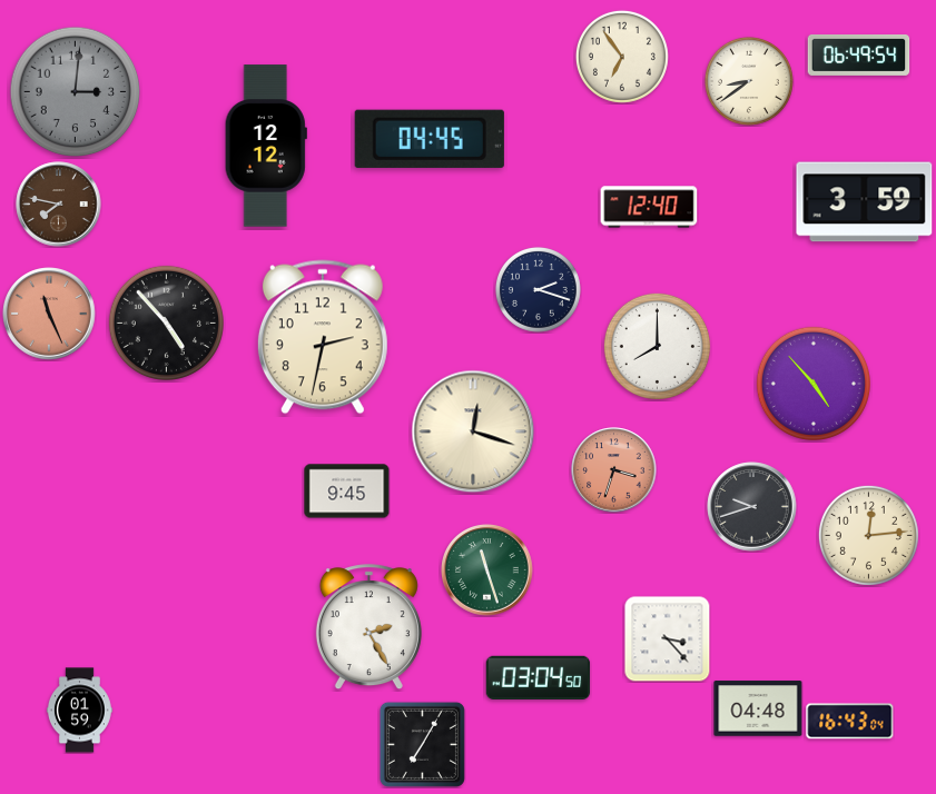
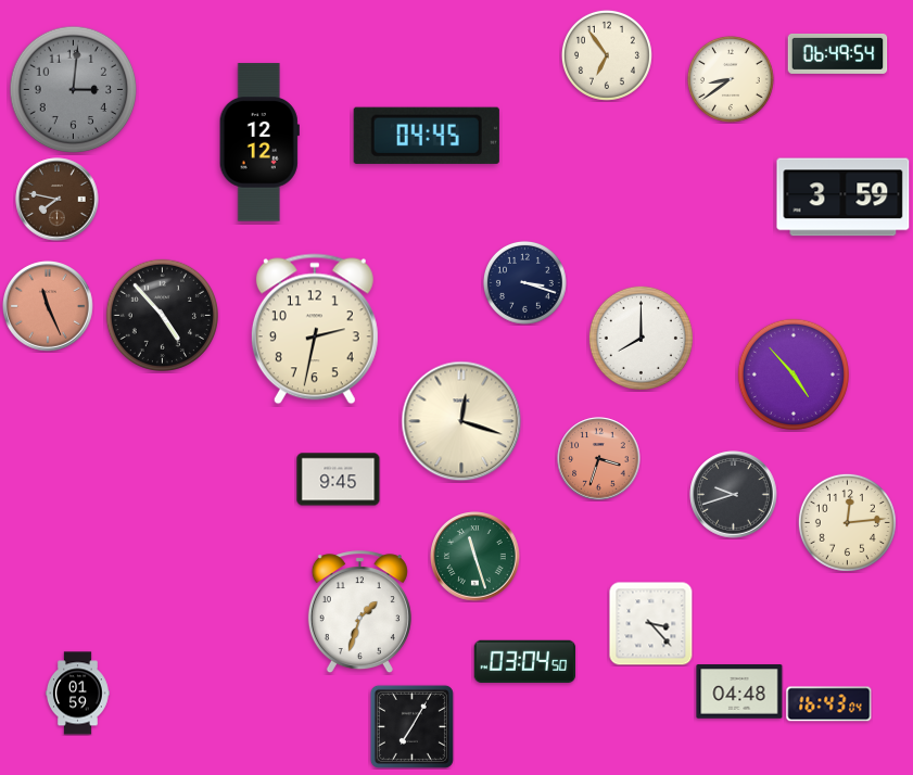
clock at (430, 139) position: (430, 139) -> (427, 136)
clock at (649, 207): 12:40 -> none
clock at (539, 290): 2:18 -> 3:18
clock at (368, 627): 2:25 -> 1:33
